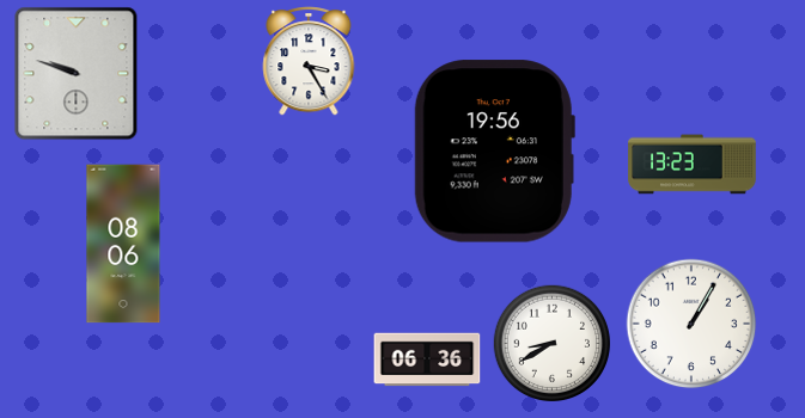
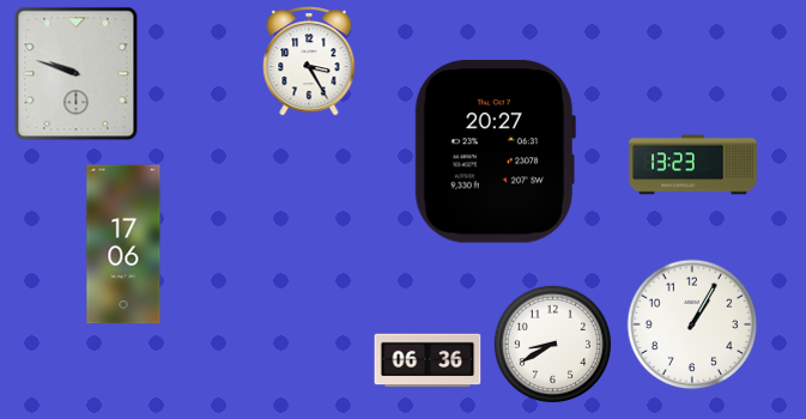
clock at (494, 152): 19:56 -> 20:27
clock at (123, 244): 08:06 -> 17:06
